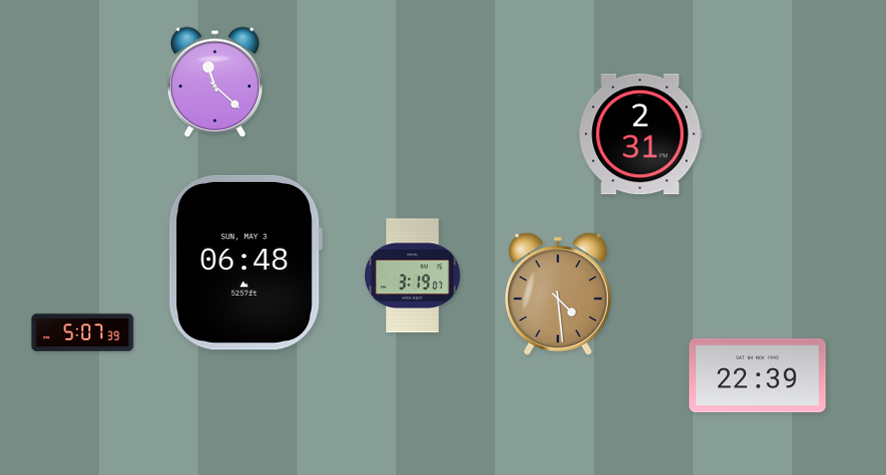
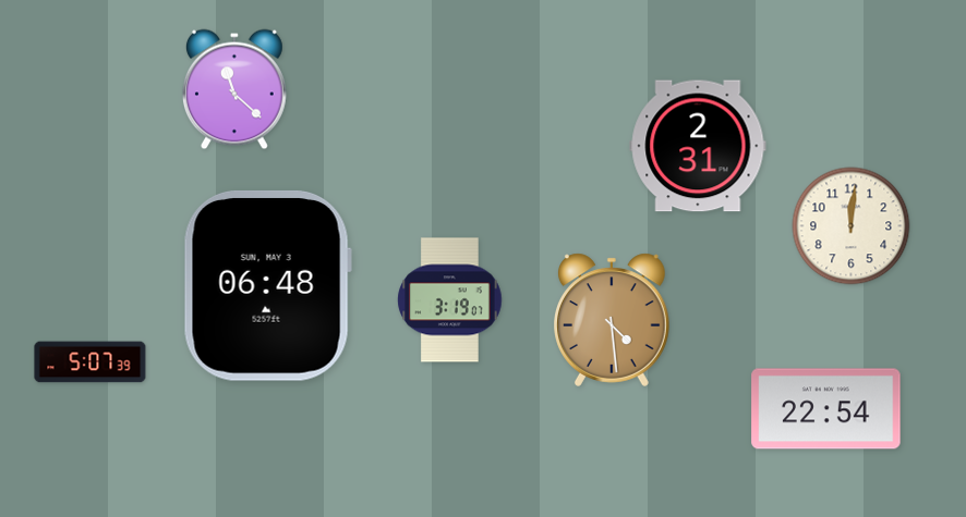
clock at (852, 226): none -> 12:01
clock at (559, 294) position: (559, 294) -> (613, 320)
clock at (758, 376): 22:39 -> 22:54
